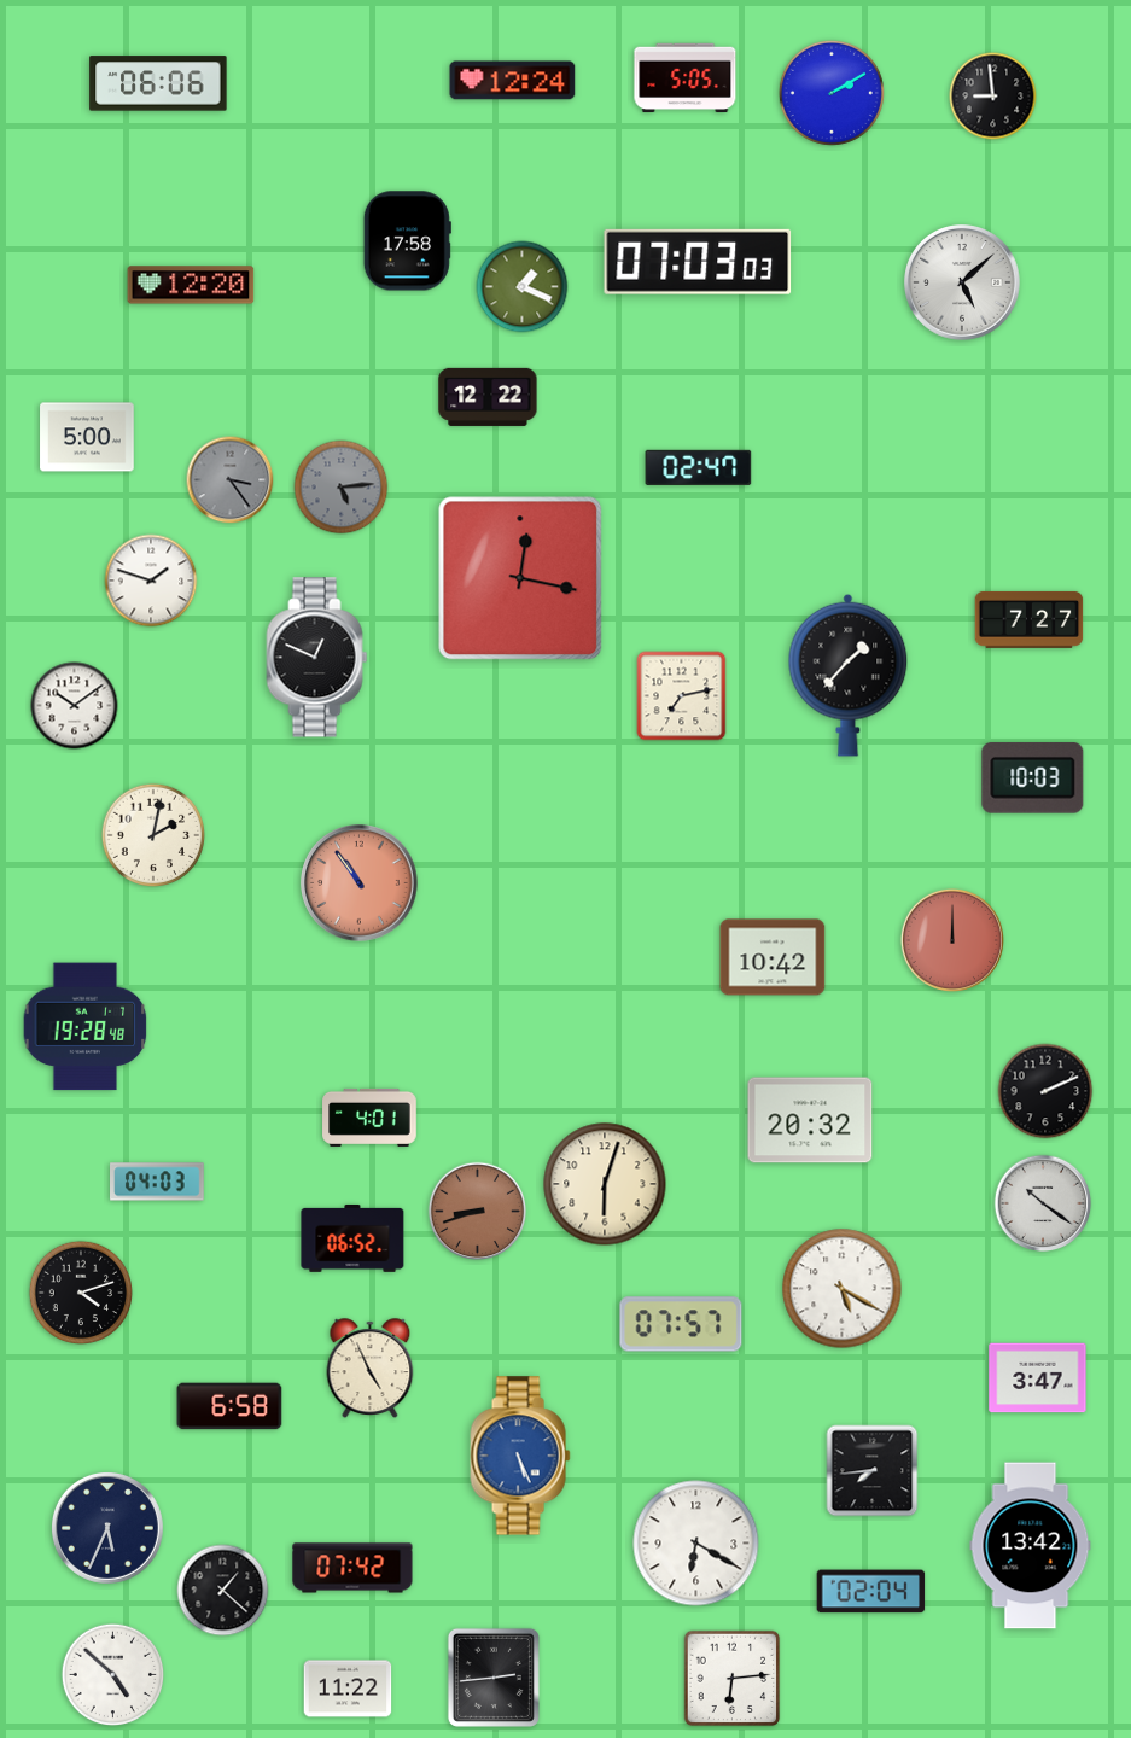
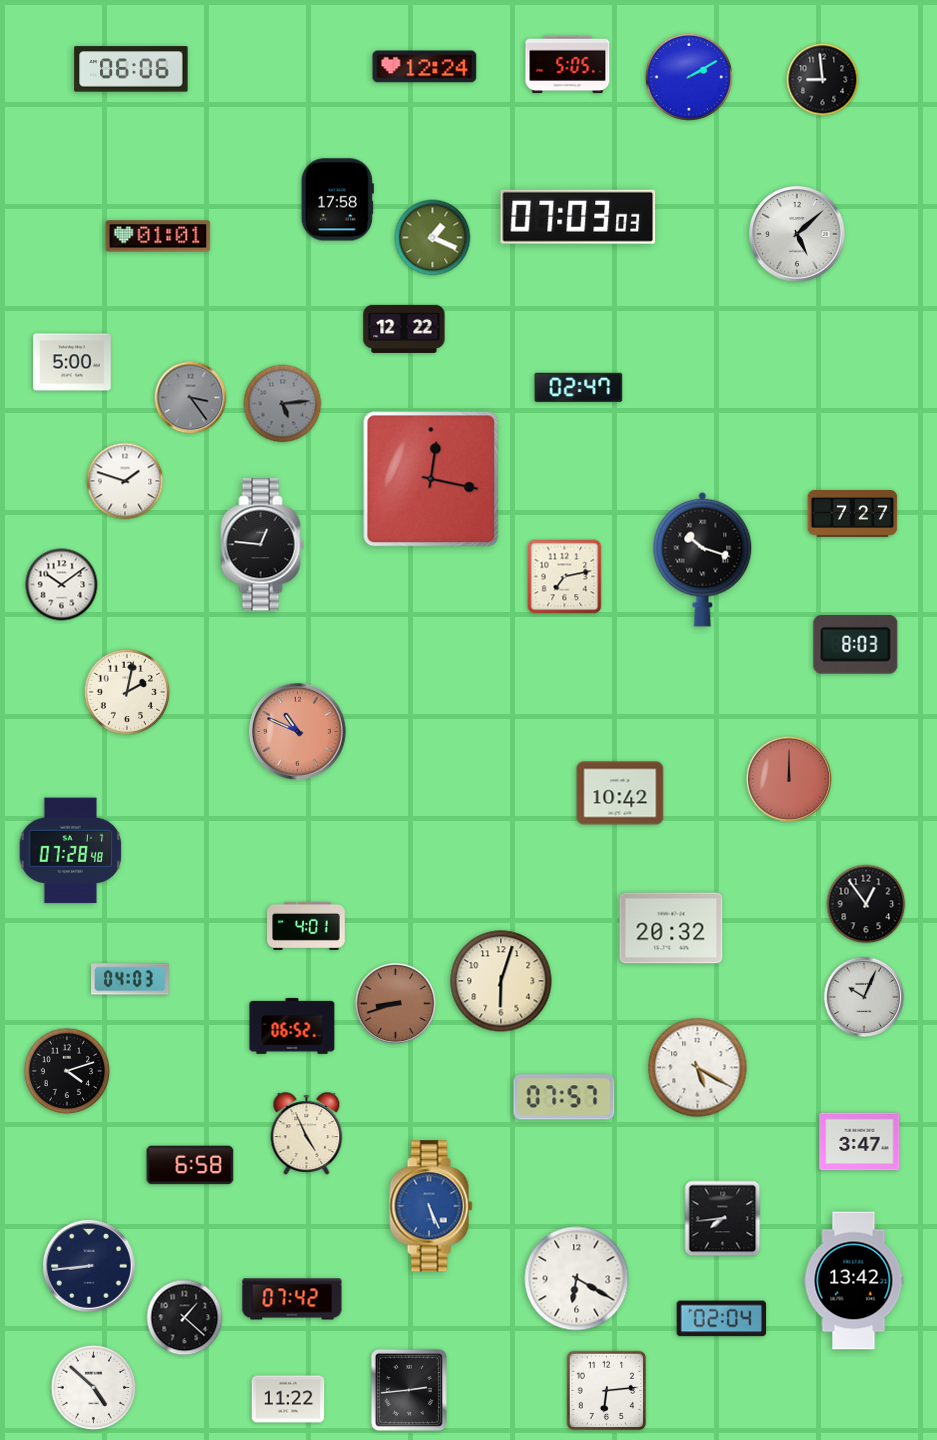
clock at (191, 285): 12:20 -> 01:01
clock at (317, 658): 12:49 -> 12:46
clock at (849, 675): 1:37 -> 10:18
clock at (1033, 778): 10:03 -> 8:03
clock at (360, 883): 10:54 -> 10:49
clock at (773, 957) position: (773, 957) -> (620, 793)
clock at (86, 1027): 19:28 -> 07:28
clock at (1045, 1091): 2:11 -> 12:54
clock at (1043, 1203): 10:21 -> 10:04
clock at (107, 1528): 5:34 -> 8:44
